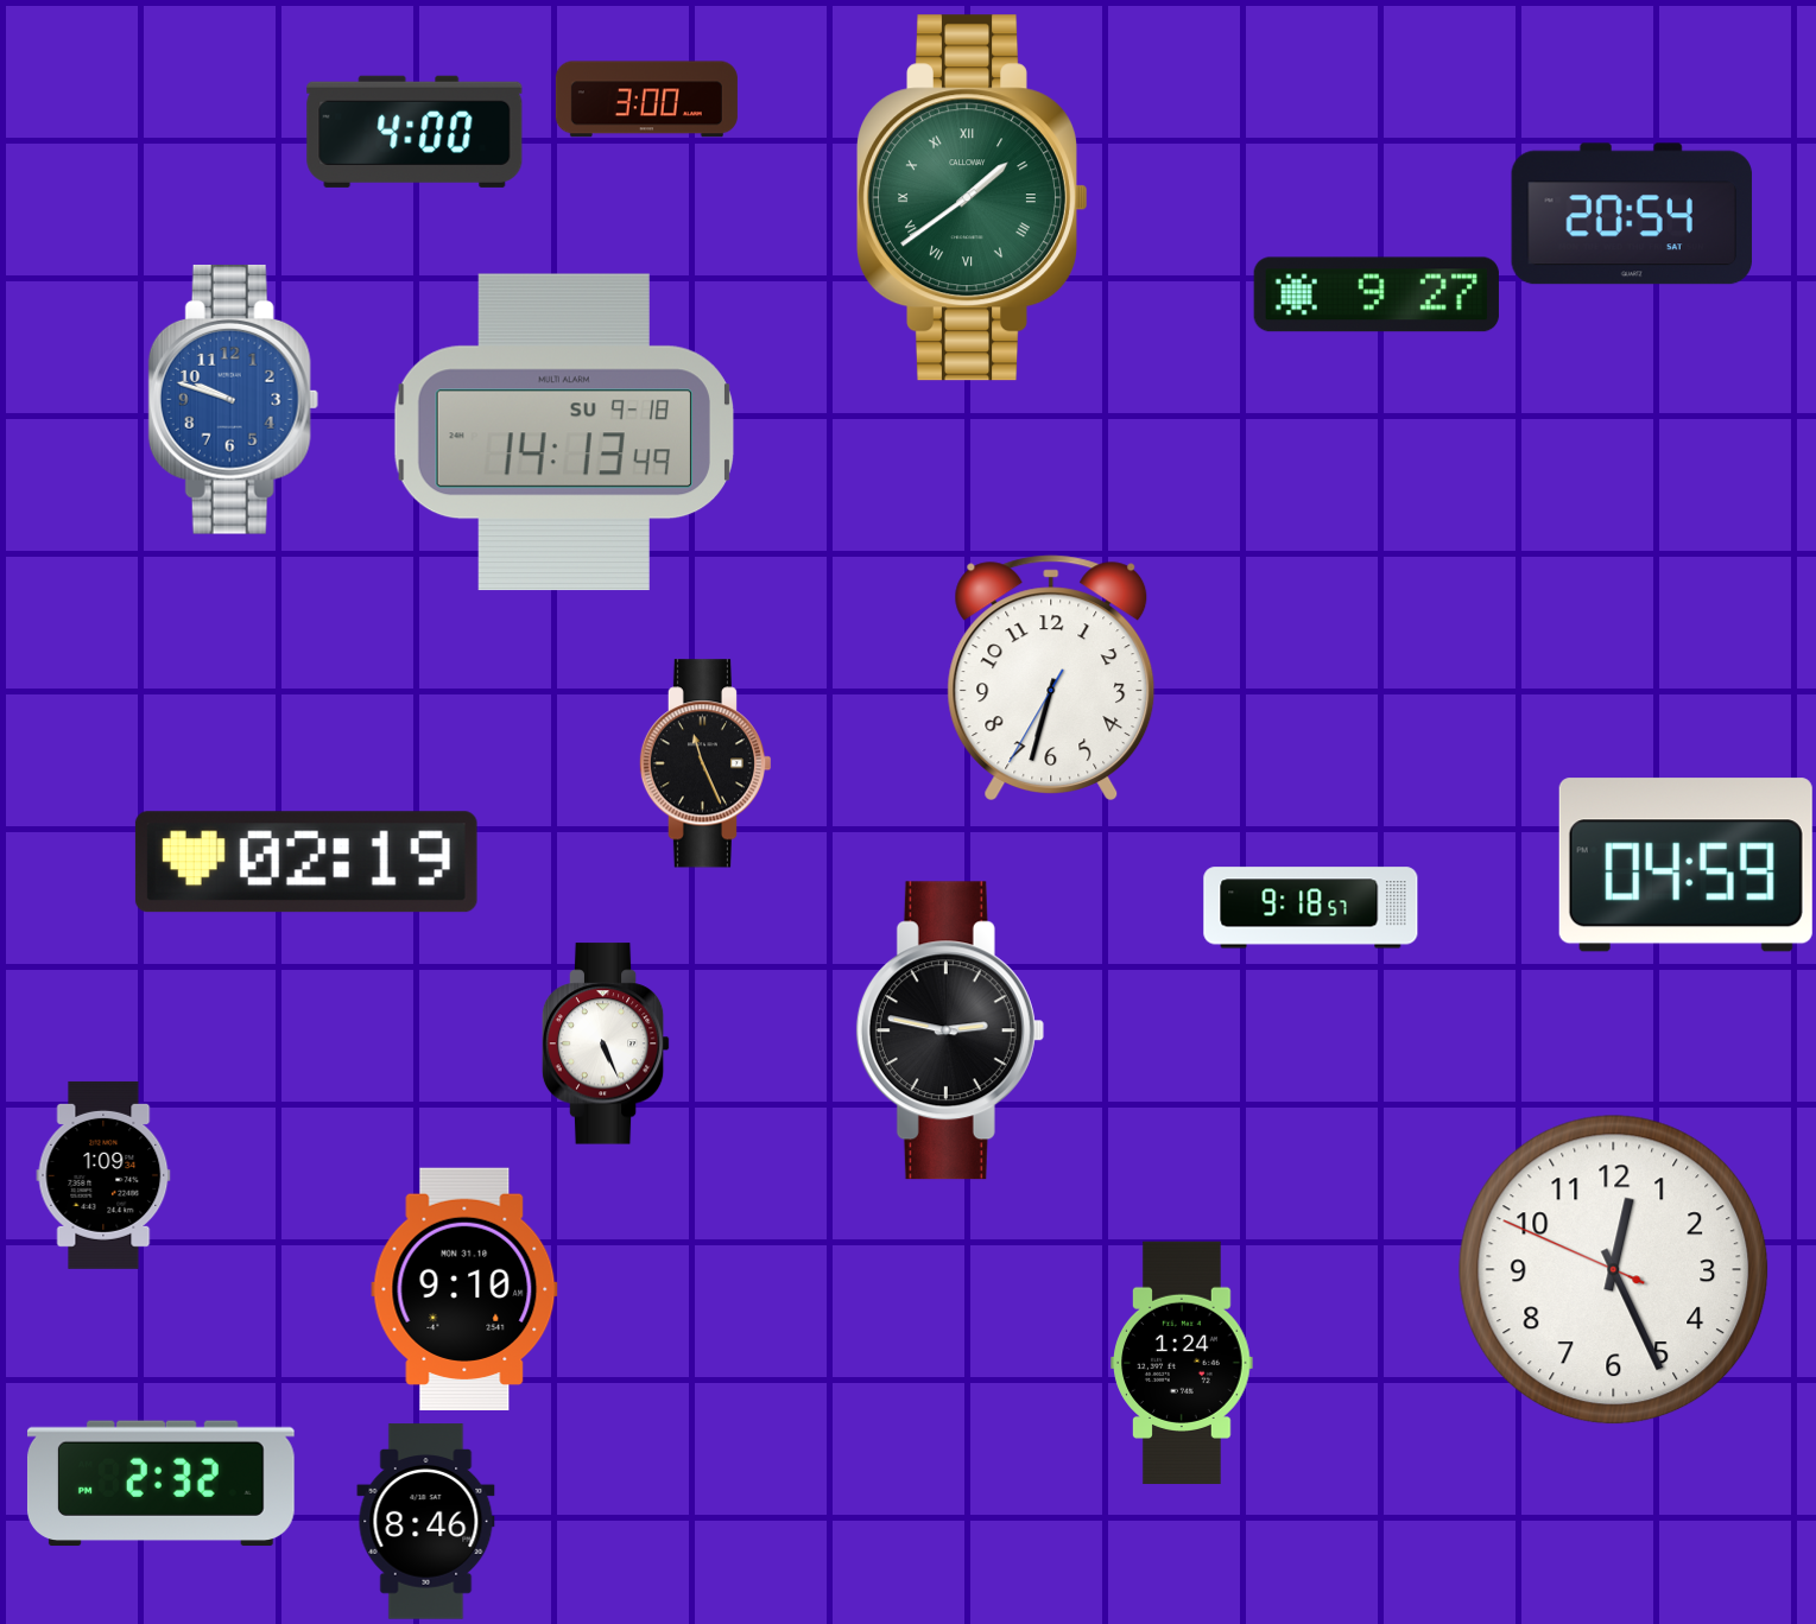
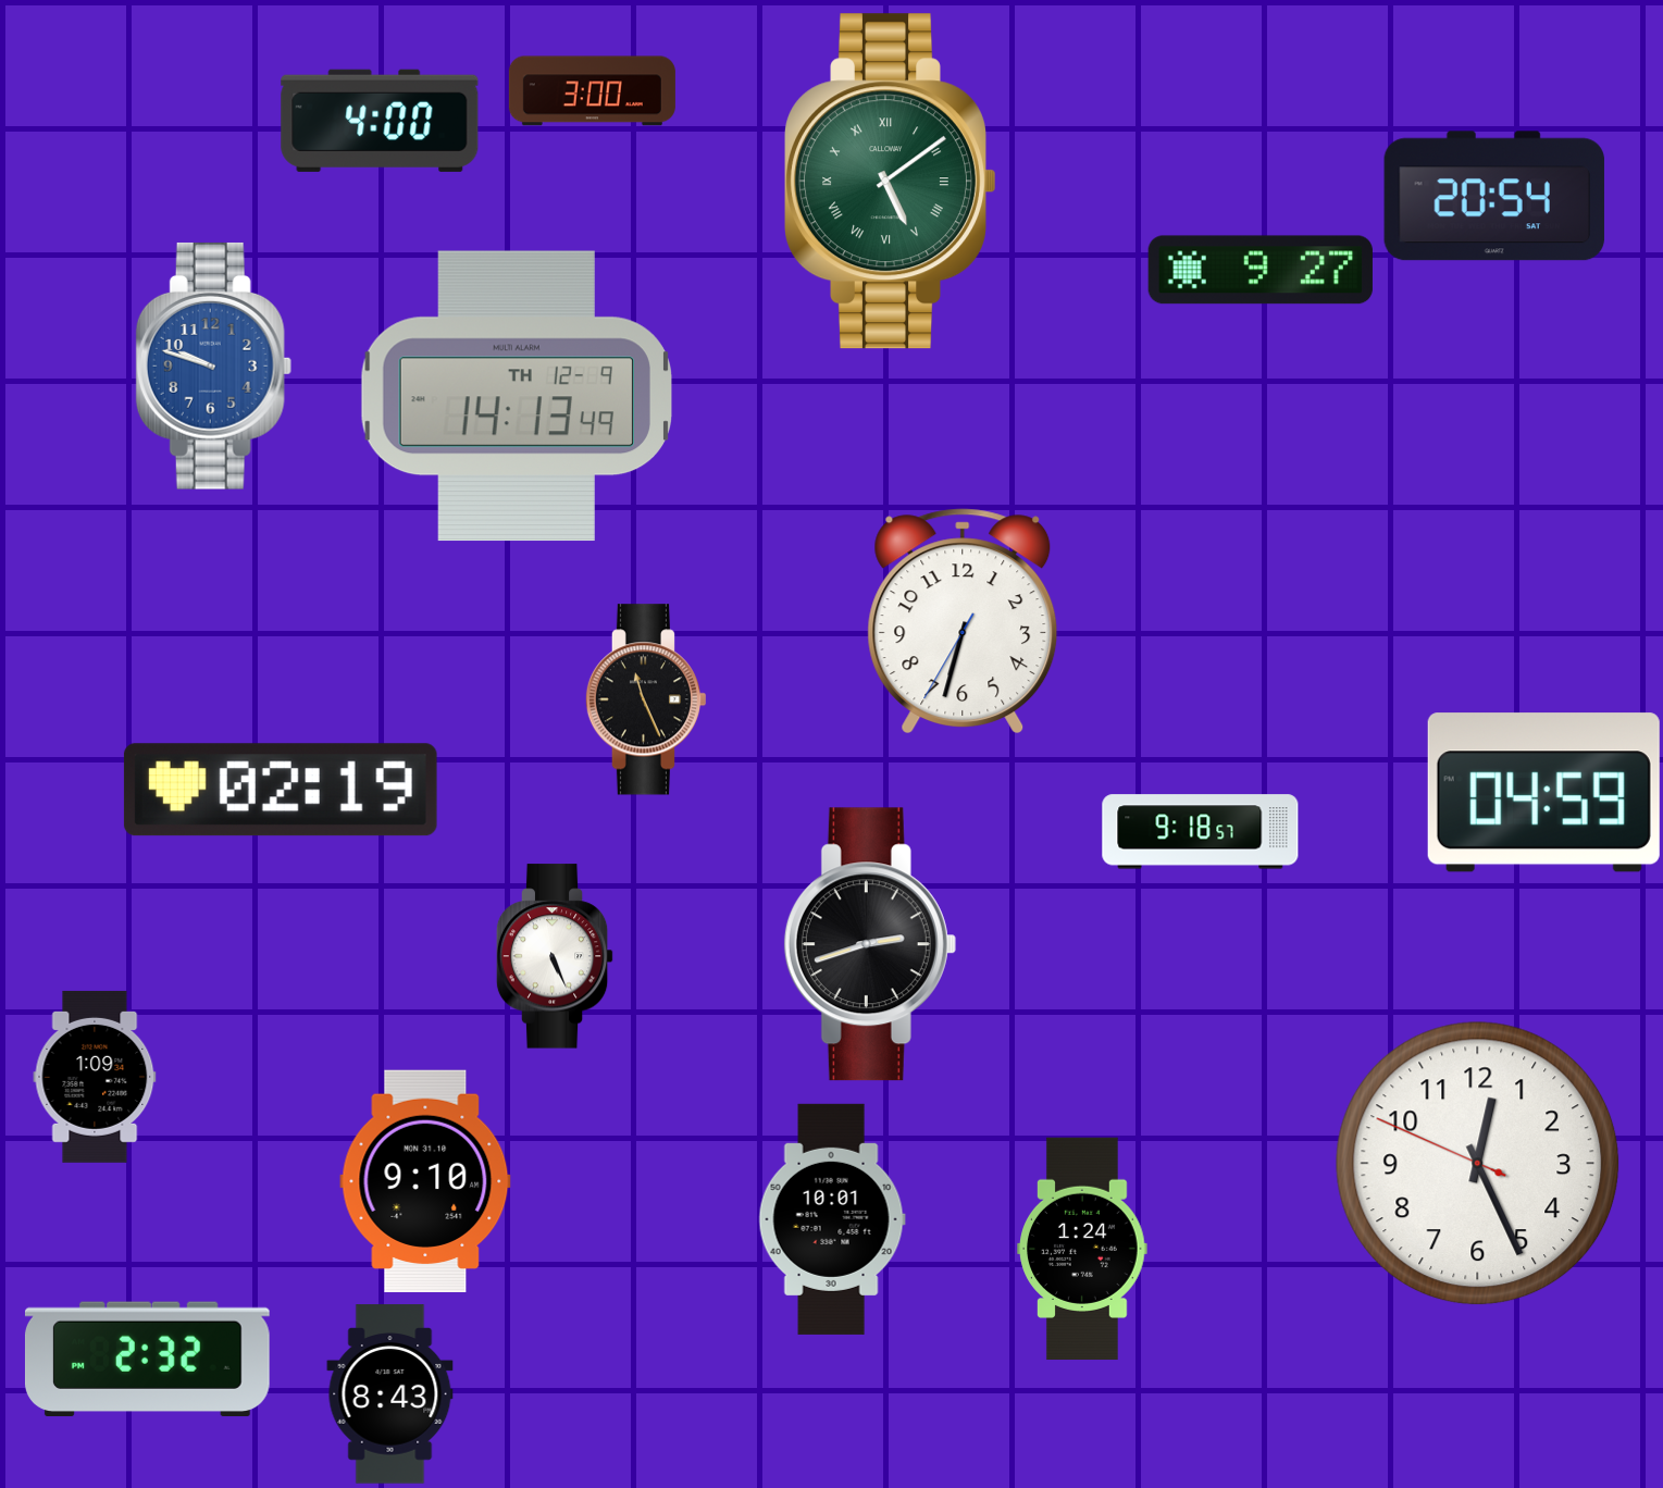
clock at (973, 198): 1:39 -> 5:09
clock at (564, 432) date: SU 9-18 -> TH 12-9
clock at (950, 1030): 2:47 -> 2:42
clock at (832, 1219): none -> 10:01
clock at (426, 1522): 8:46 -> 8:43
